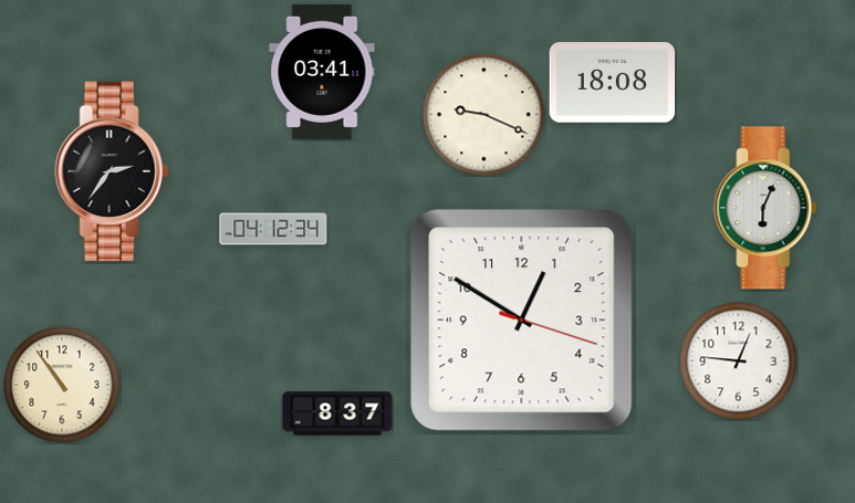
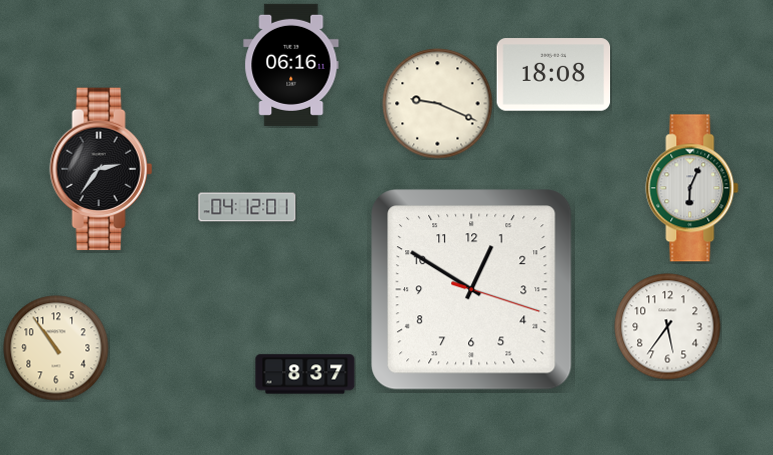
clock at (322, 72): 03:41 -> 06:16
clock at (112, 171) position: (112, 171) -> (101, 169)
clock at (273, 229): 04:12:34 -> 04:12:01
clock at (739, 361): 12:46 -> 5:36
